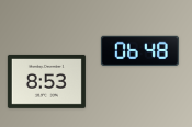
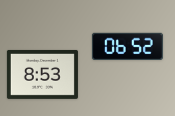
clock at (139, 50): 06:48 -> 06:52
